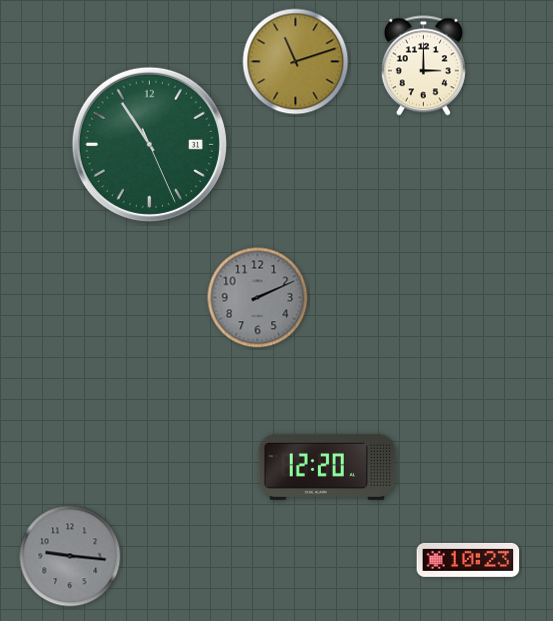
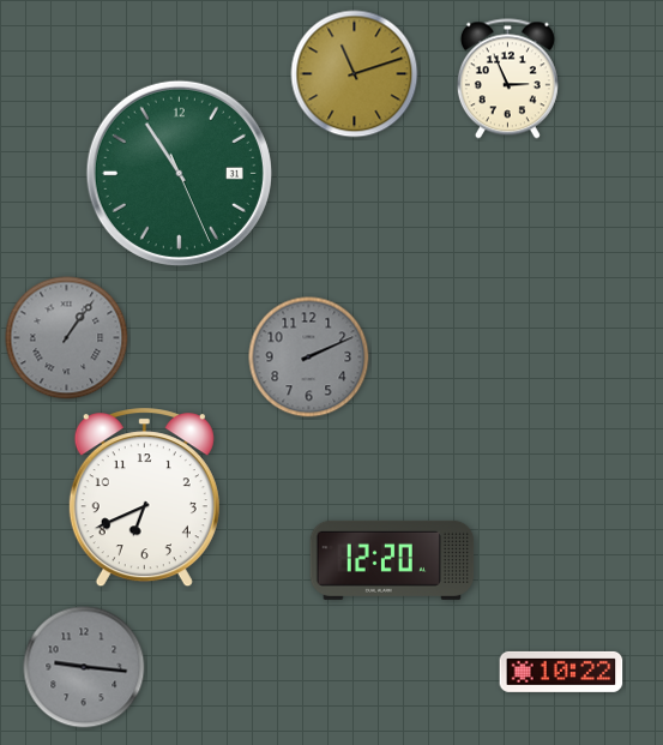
clock at (423, 66): 3:00 -> 2:56
clock at (67, 338): none -> 1:06
clock at (144, 498): none -> 6:41
clock at (468, 560): 10:23 -> 10:22
